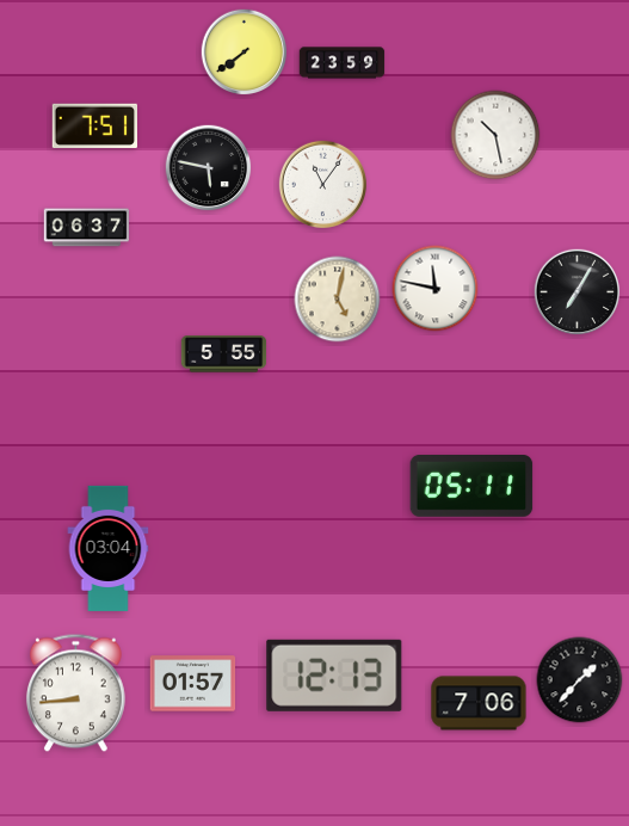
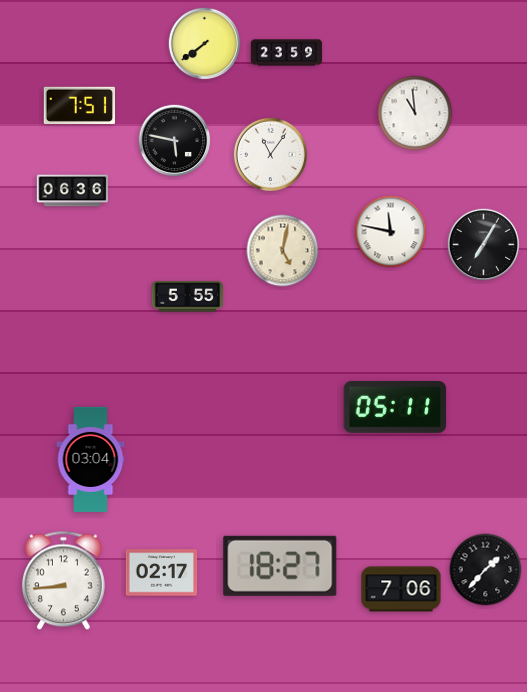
clock at (495, 135): 10:28 -> 10:59
clock at (87, 228): 06:37 -> 06:36
clock at (436, 289) position: (436, 289) -> (391, 232)
clock at (334, 676): 12:13 -> 18:27
clock at (193, 684): 01:57 -> 02:17
